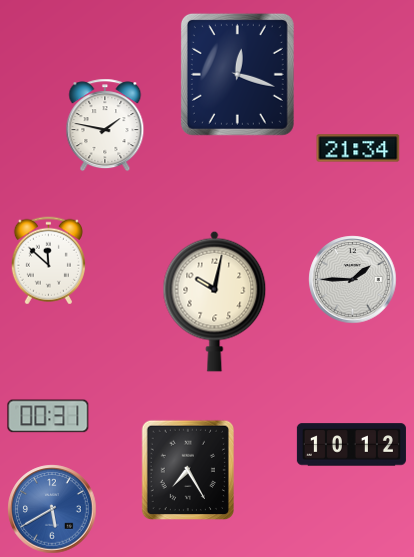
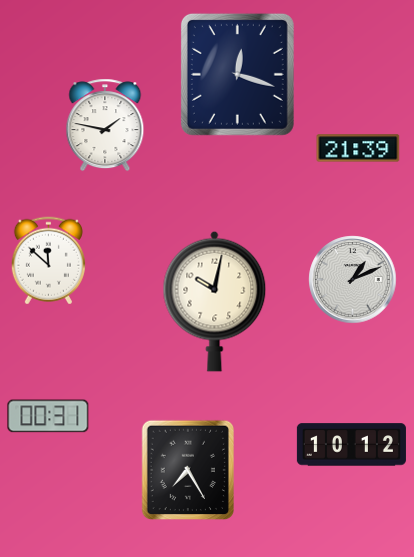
clock at (358, 148): 21:34 -> 21:39
clock at (353, 280): 1:45 -> 1:11
clock at (52, 509): 5:40 -> none
